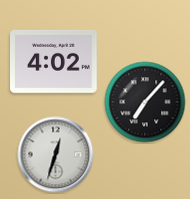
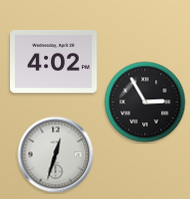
clock at (145, 102): 7:07 -> 2:55
